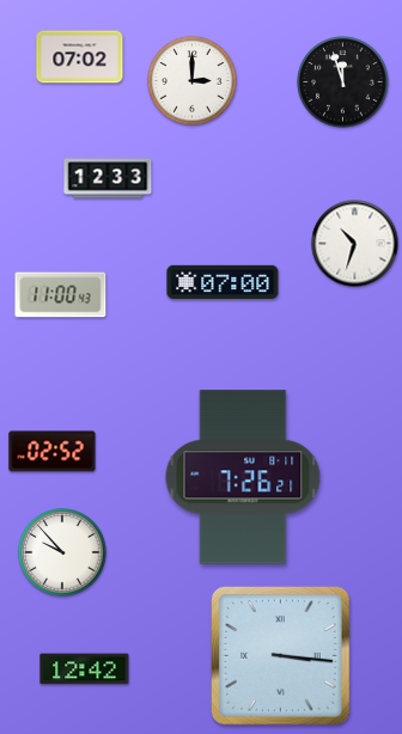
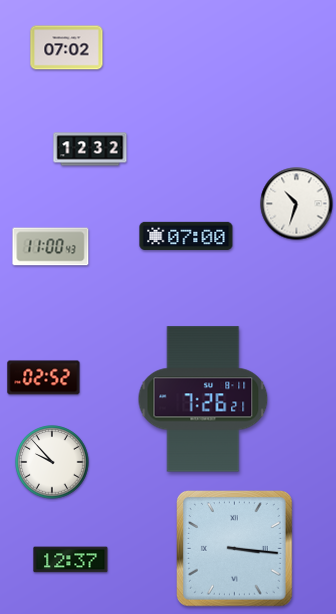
clock at (193, 81): 3:00 -> none
clock at (343, 82): 11:57 -> none
clock at (108, 178): 12:33 -> 12:32
clock at (85, 669): 12:42 -> 12:37
